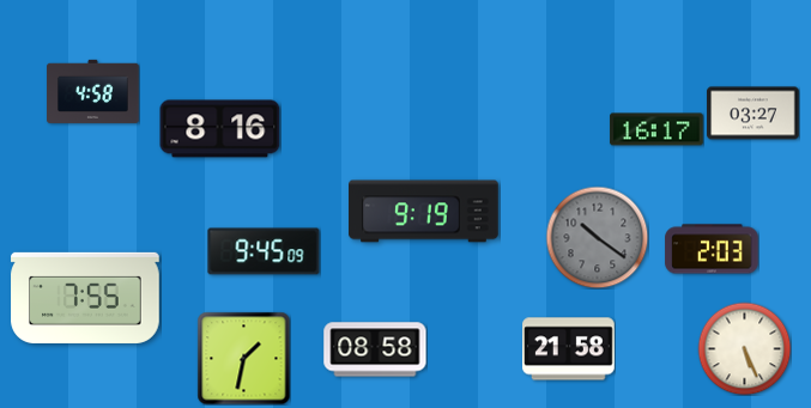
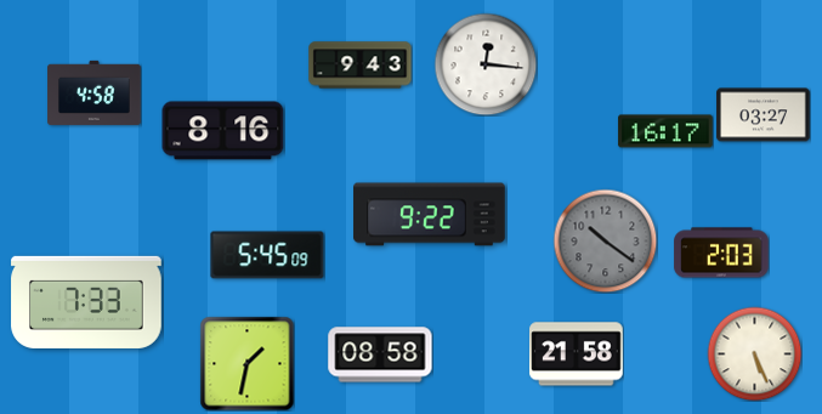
clock at (486, 64): none -> 12:16
clock at (361, 66): none -> 9:43
clock at (424, 212): 9:19 -> 9:22
clock at (264, 251): 9:45 -> 5:45
clock at (85, 298): 7:55 -> 7:33
